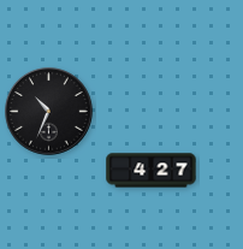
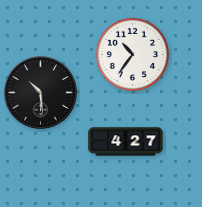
clock at (132, 54): none -> 10:36
clock at (49, 112): 10:34 -> 10:29
